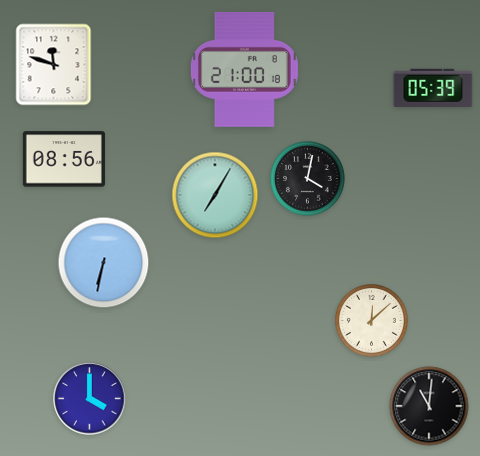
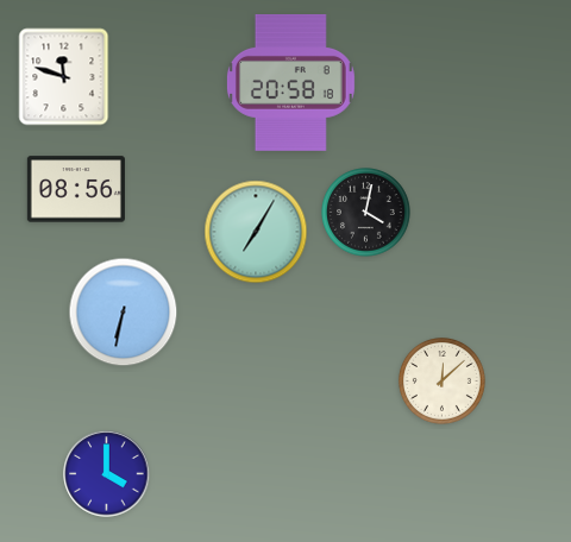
clock at (244, 69): 21:00 -> 20:58
clock at (433, 87): 05:39 -> none
clock at (429, 406): 11:01 -> none
